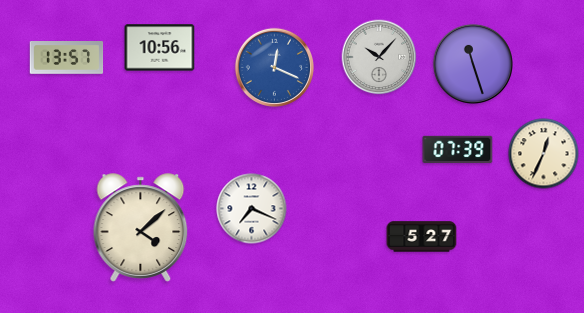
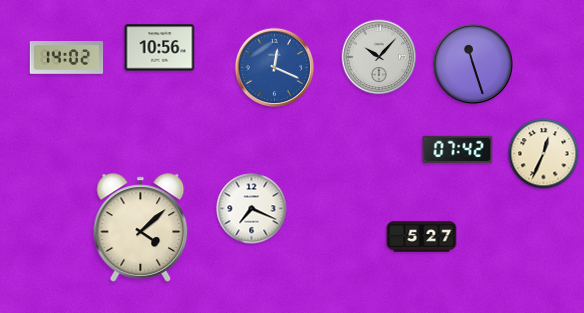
clock at (67, 58): 13:57 -> 14:02
clock at (458, 150): 07:39 -> 07:42
